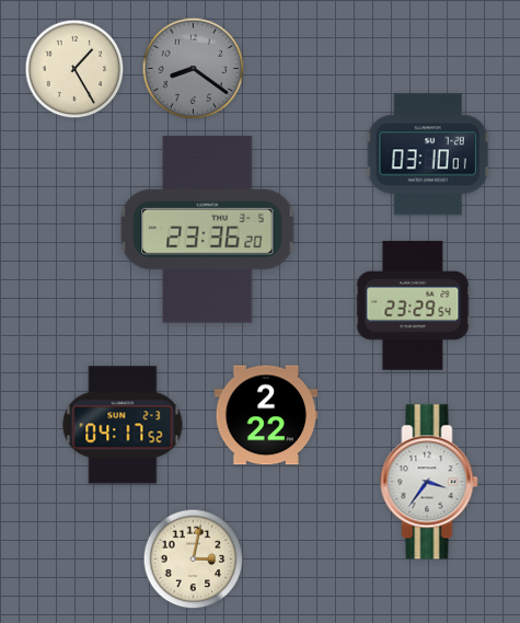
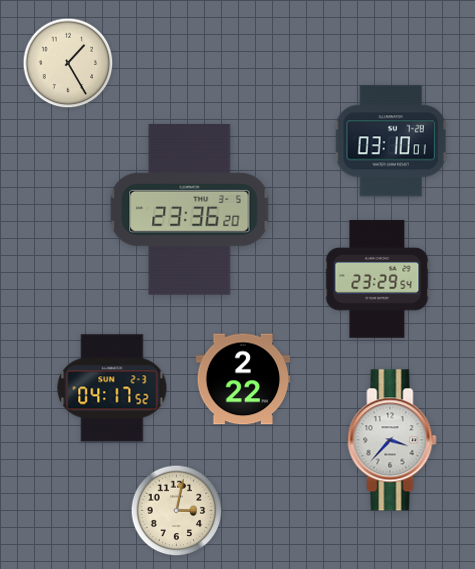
clock at (194, 69): 8:21 -> none
clock at (429, 482): 3:36 -> 3:37
